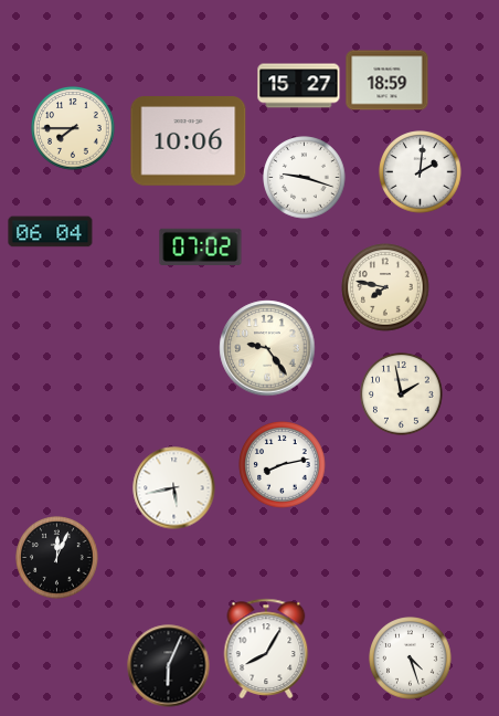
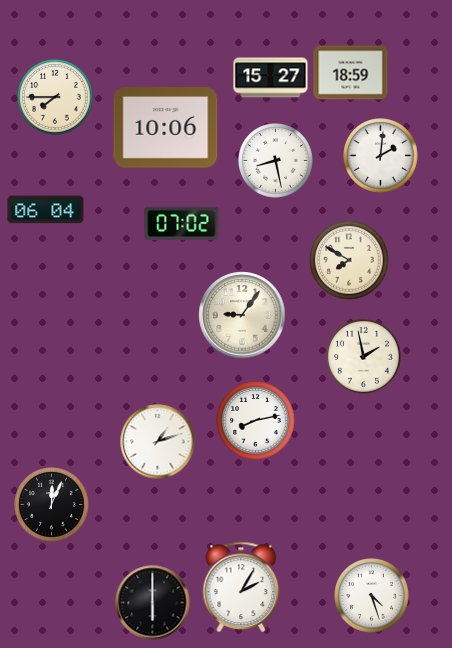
clock at (73, 128) position: (73, 128) -> (55, 97)
clock at (189, 141) position: (189, 141) -> (166, 128)
clock at (305, 178): 9:18 -> 8:28
clock at (385, 287): 7:47 -> 7:50
clock at (267, 348): 9:24 -> 9:06
clock at (174, 488): 5:43 -> 1:12
clock at (266, 649): 8:05 -> 2:05
clock at (169, 666): 6:04 -> 6:00
